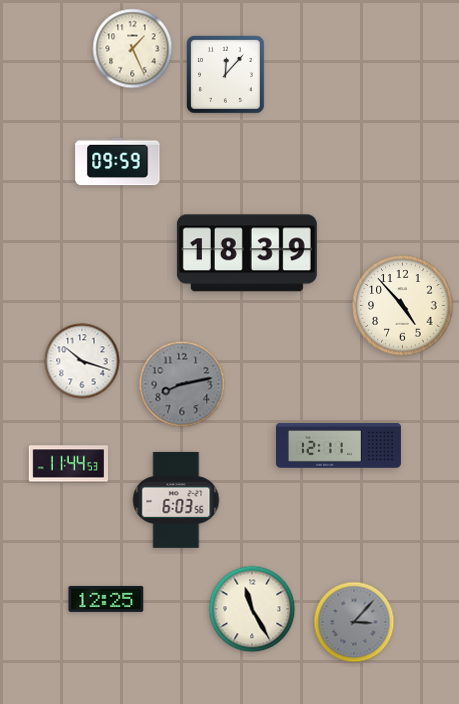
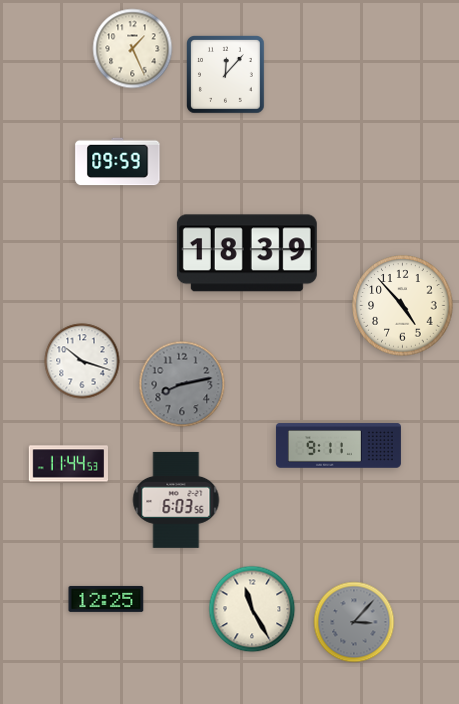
clock at (338, 446): 12:11 -> 9:11
